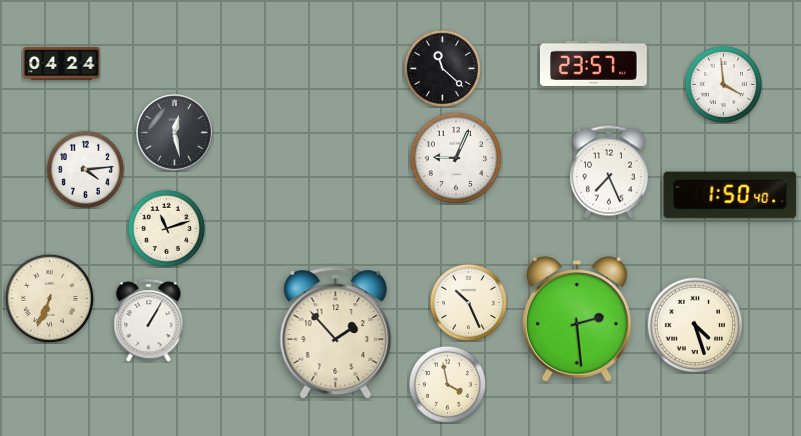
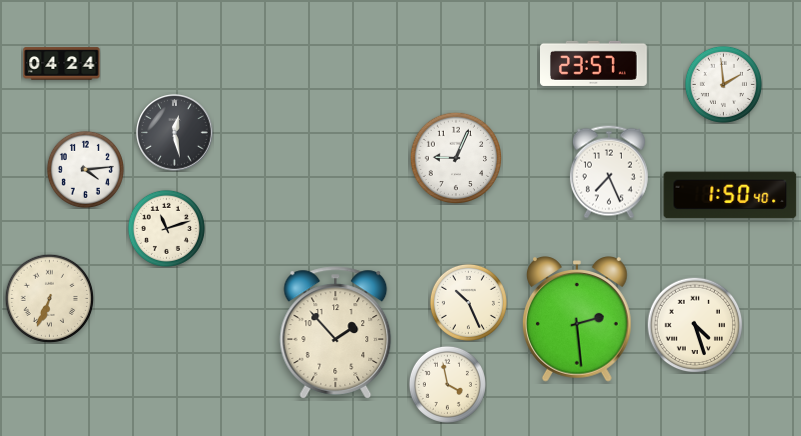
clock at (442, 68): 11:22 -> none
clock at (723, 84): 3:59 -> 1:59
clock at (149, 321): 1:05 -> none
